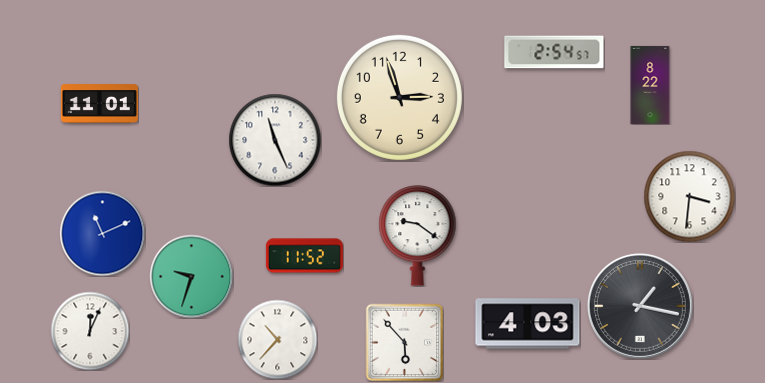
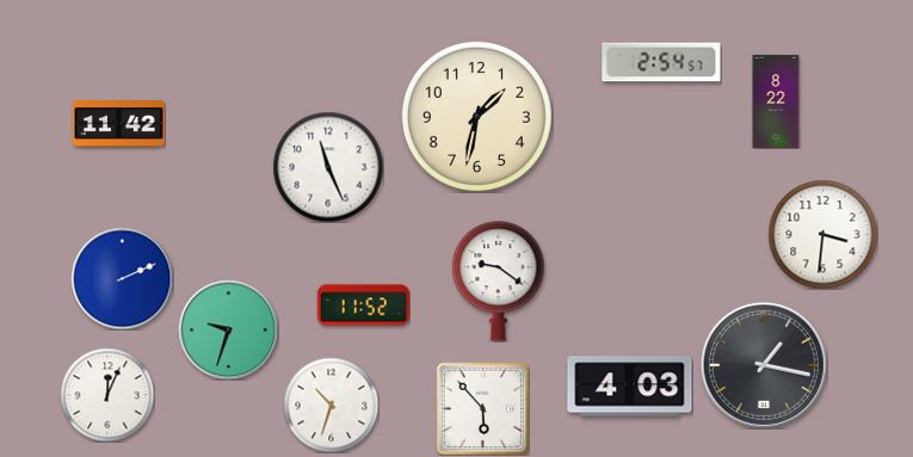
clock at (399, 97): 2:57 -> 1:32
clock at (99, 104): 11:01 -> 11:42
clock at (102, 233): 11:11 -> 2:11
clock at (277, 339): 10:37 -> 10:33
